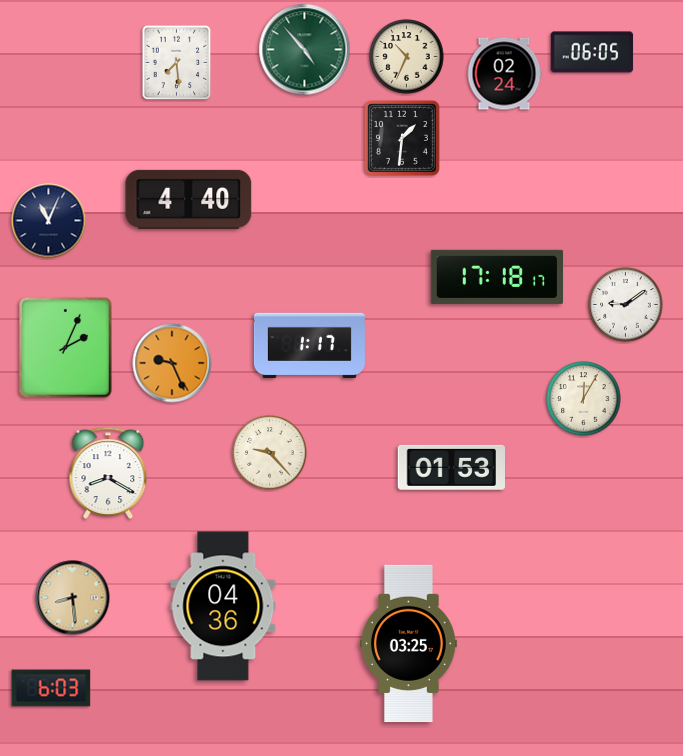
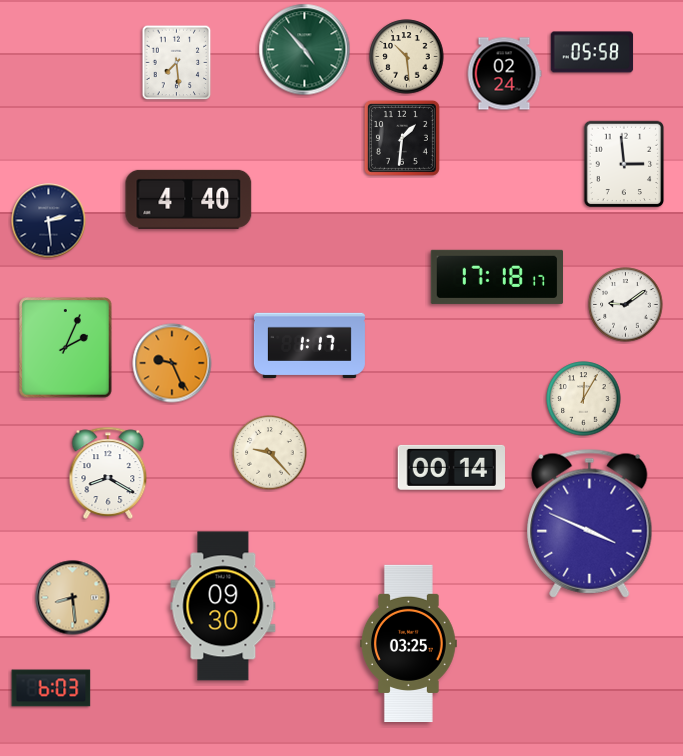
clock at (592, 52): 06:05 -> 05:58
clock at (407, 57): 10:34 -> 10:29
clock at (624, 164): none -> 2:59
clock at (49, 221): 11:04 -> 2:29
clock at (451, 467): 01:53 -> 00:14
clock at (590, 523): none -> 3:49
clock at (223, 606): 04:36 -> 09:30
